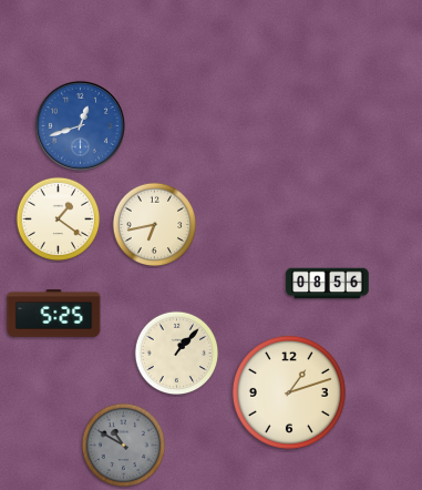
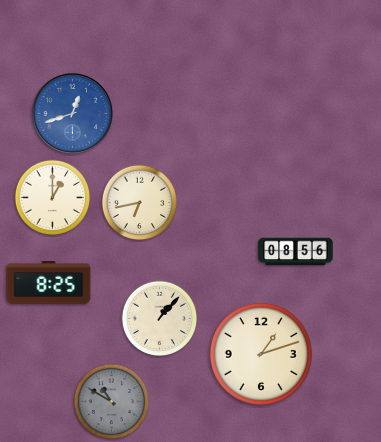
clock at (59, 220): 1:21 -> 1:00
clock at (328, 284) position: (328, 284) -> (296, 252)
clock at (54, 314): 5:25 -> 8:25
